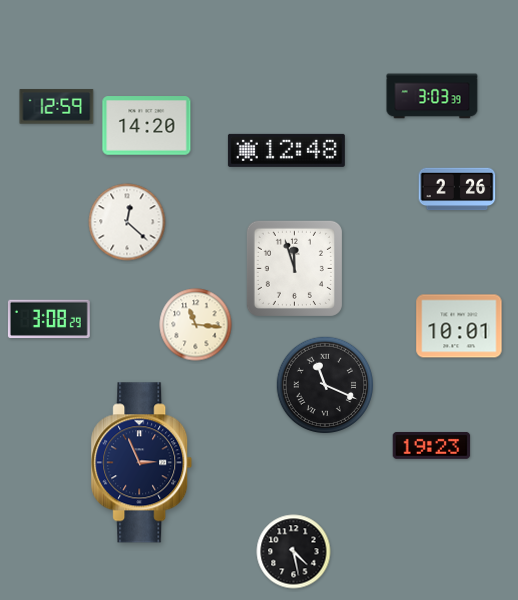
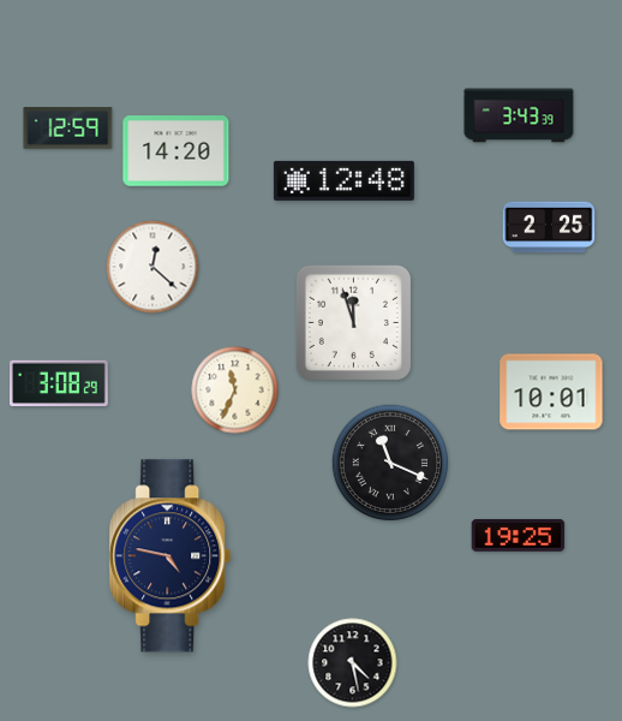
clock at (432, 96): 3:03 -> 3:43
clock at (457, 189): 2:26 -> 2:25
clock at (196, 325): 11:16 -> 11:34
clock at (432, 445): 19:23 -> 19:25
clock at (142, 463): 2:56 -> 4:47
